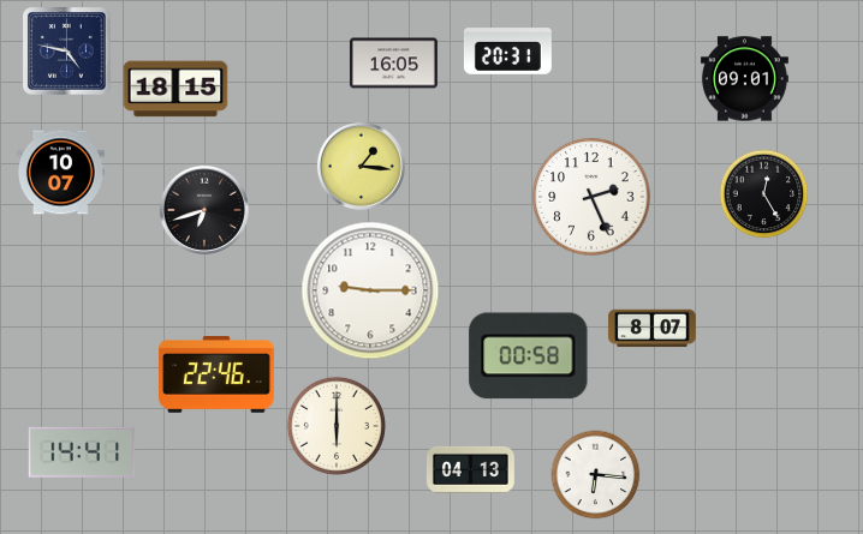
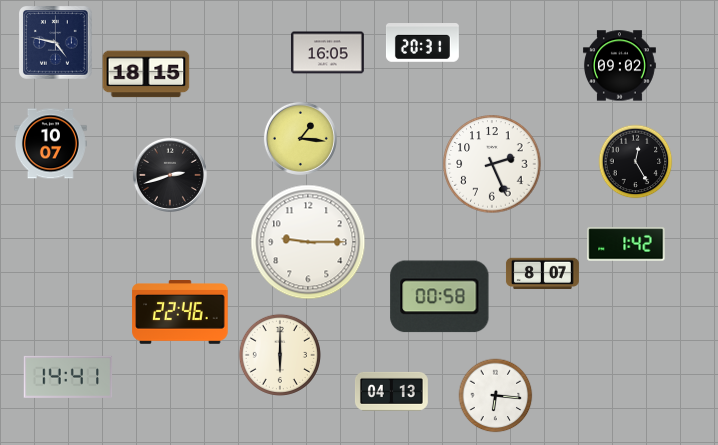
clock at (744, 79): 09:01 -> 09:02
clock at (204, 210): 6:42 -> 2:42
clock at (626, 244): none -> 1:42
